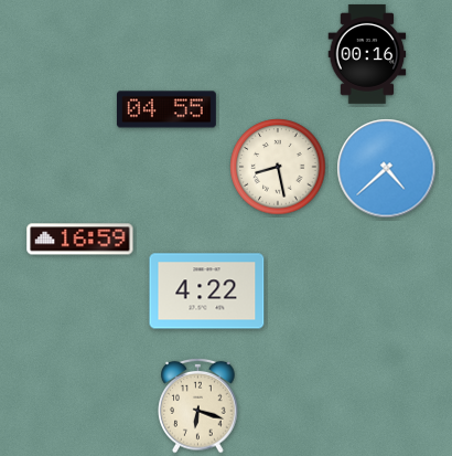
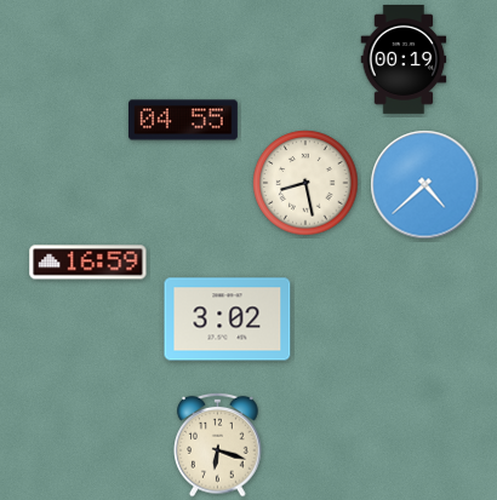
clock at (367, 54): 00:16 -> 00:19
clock at (207, 291): 4:22 -> 3:02
